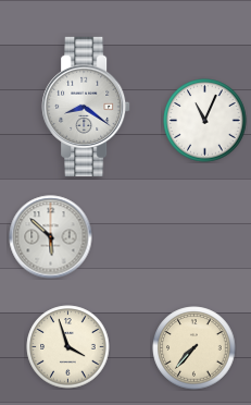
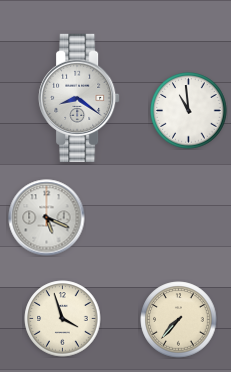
clock at (205, 121): 11:04 -> 10:59
clock at (51, 237): 5:52 -> 5:19
